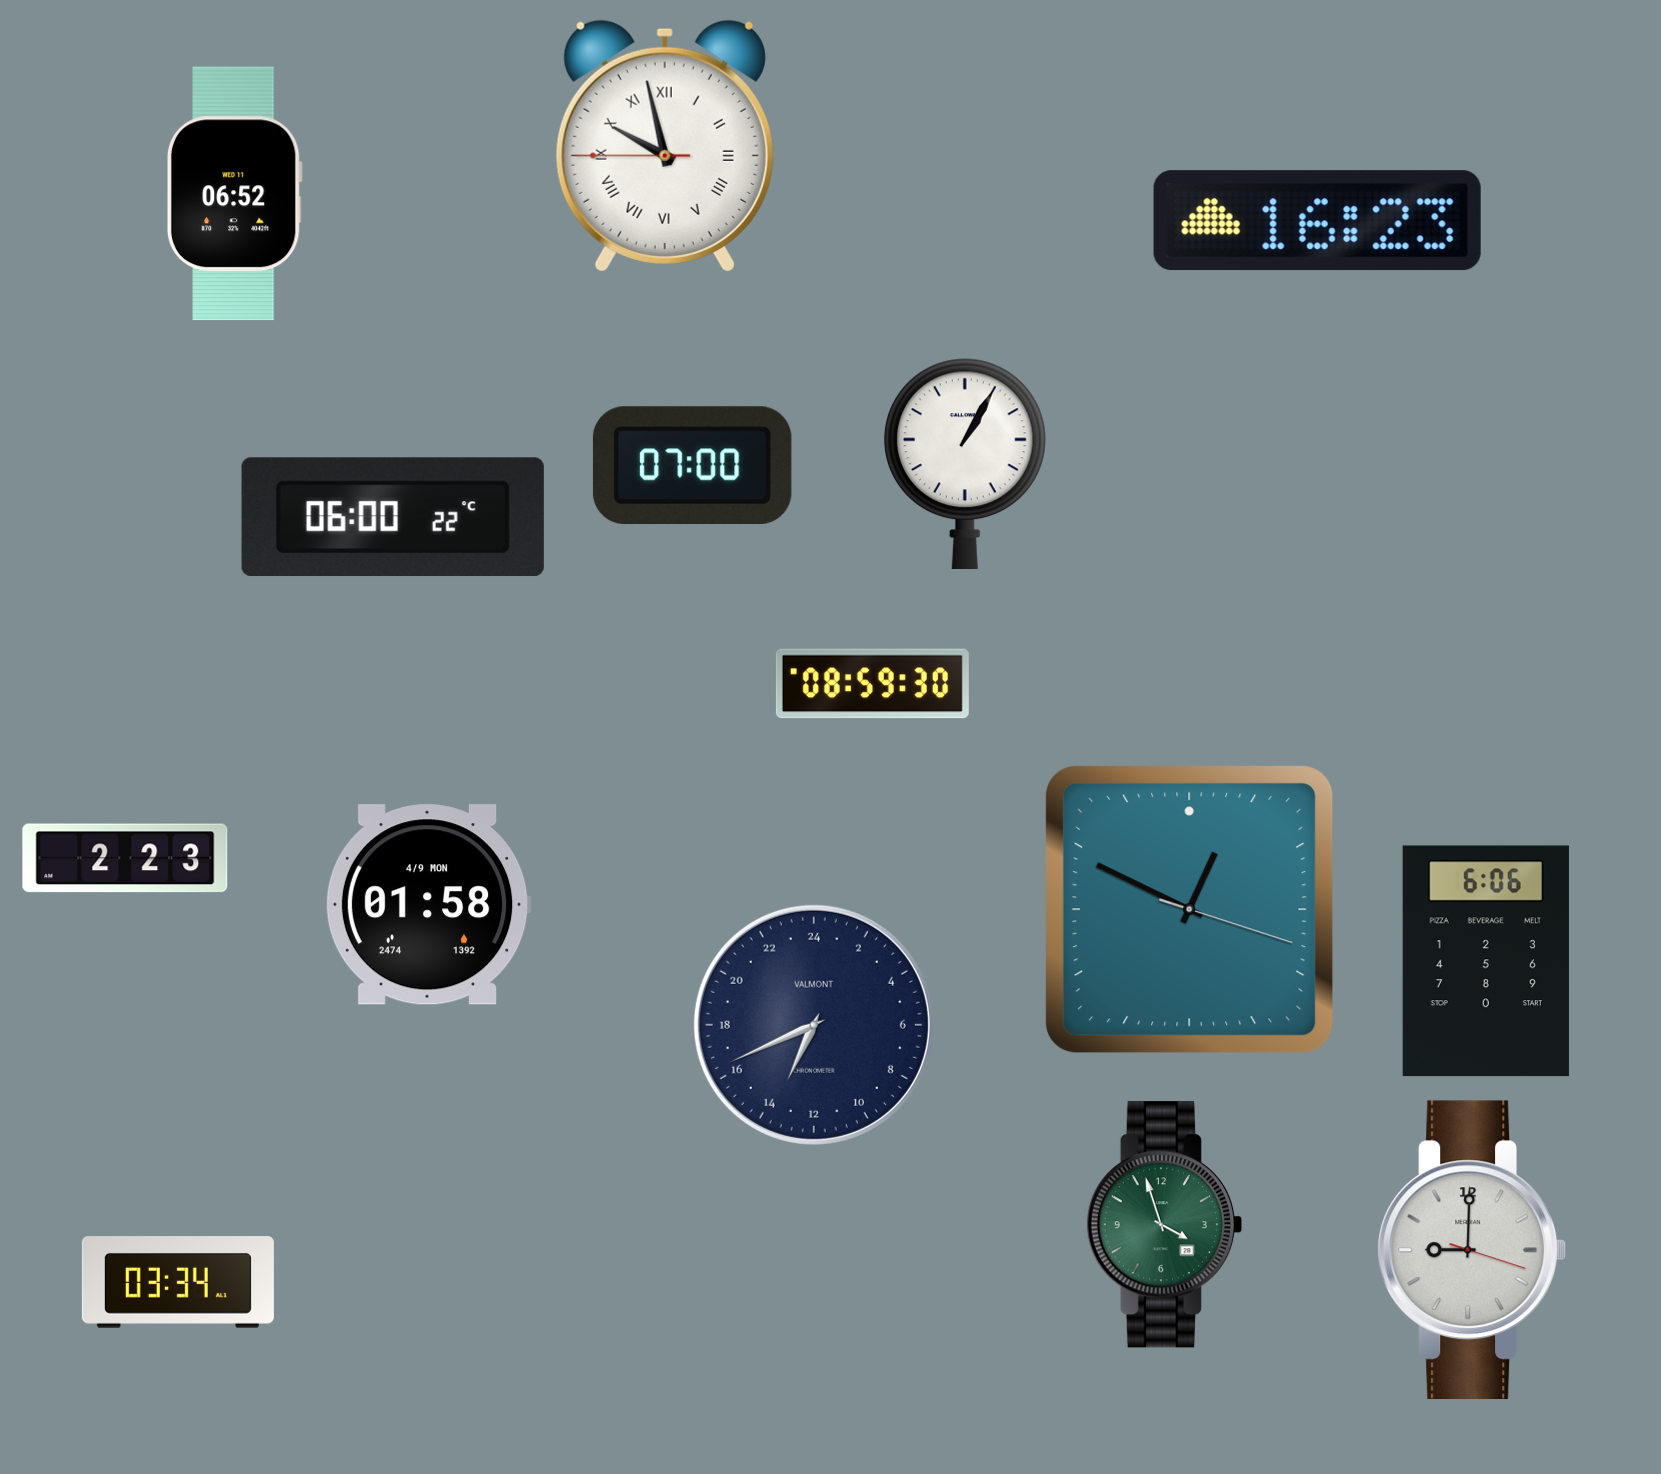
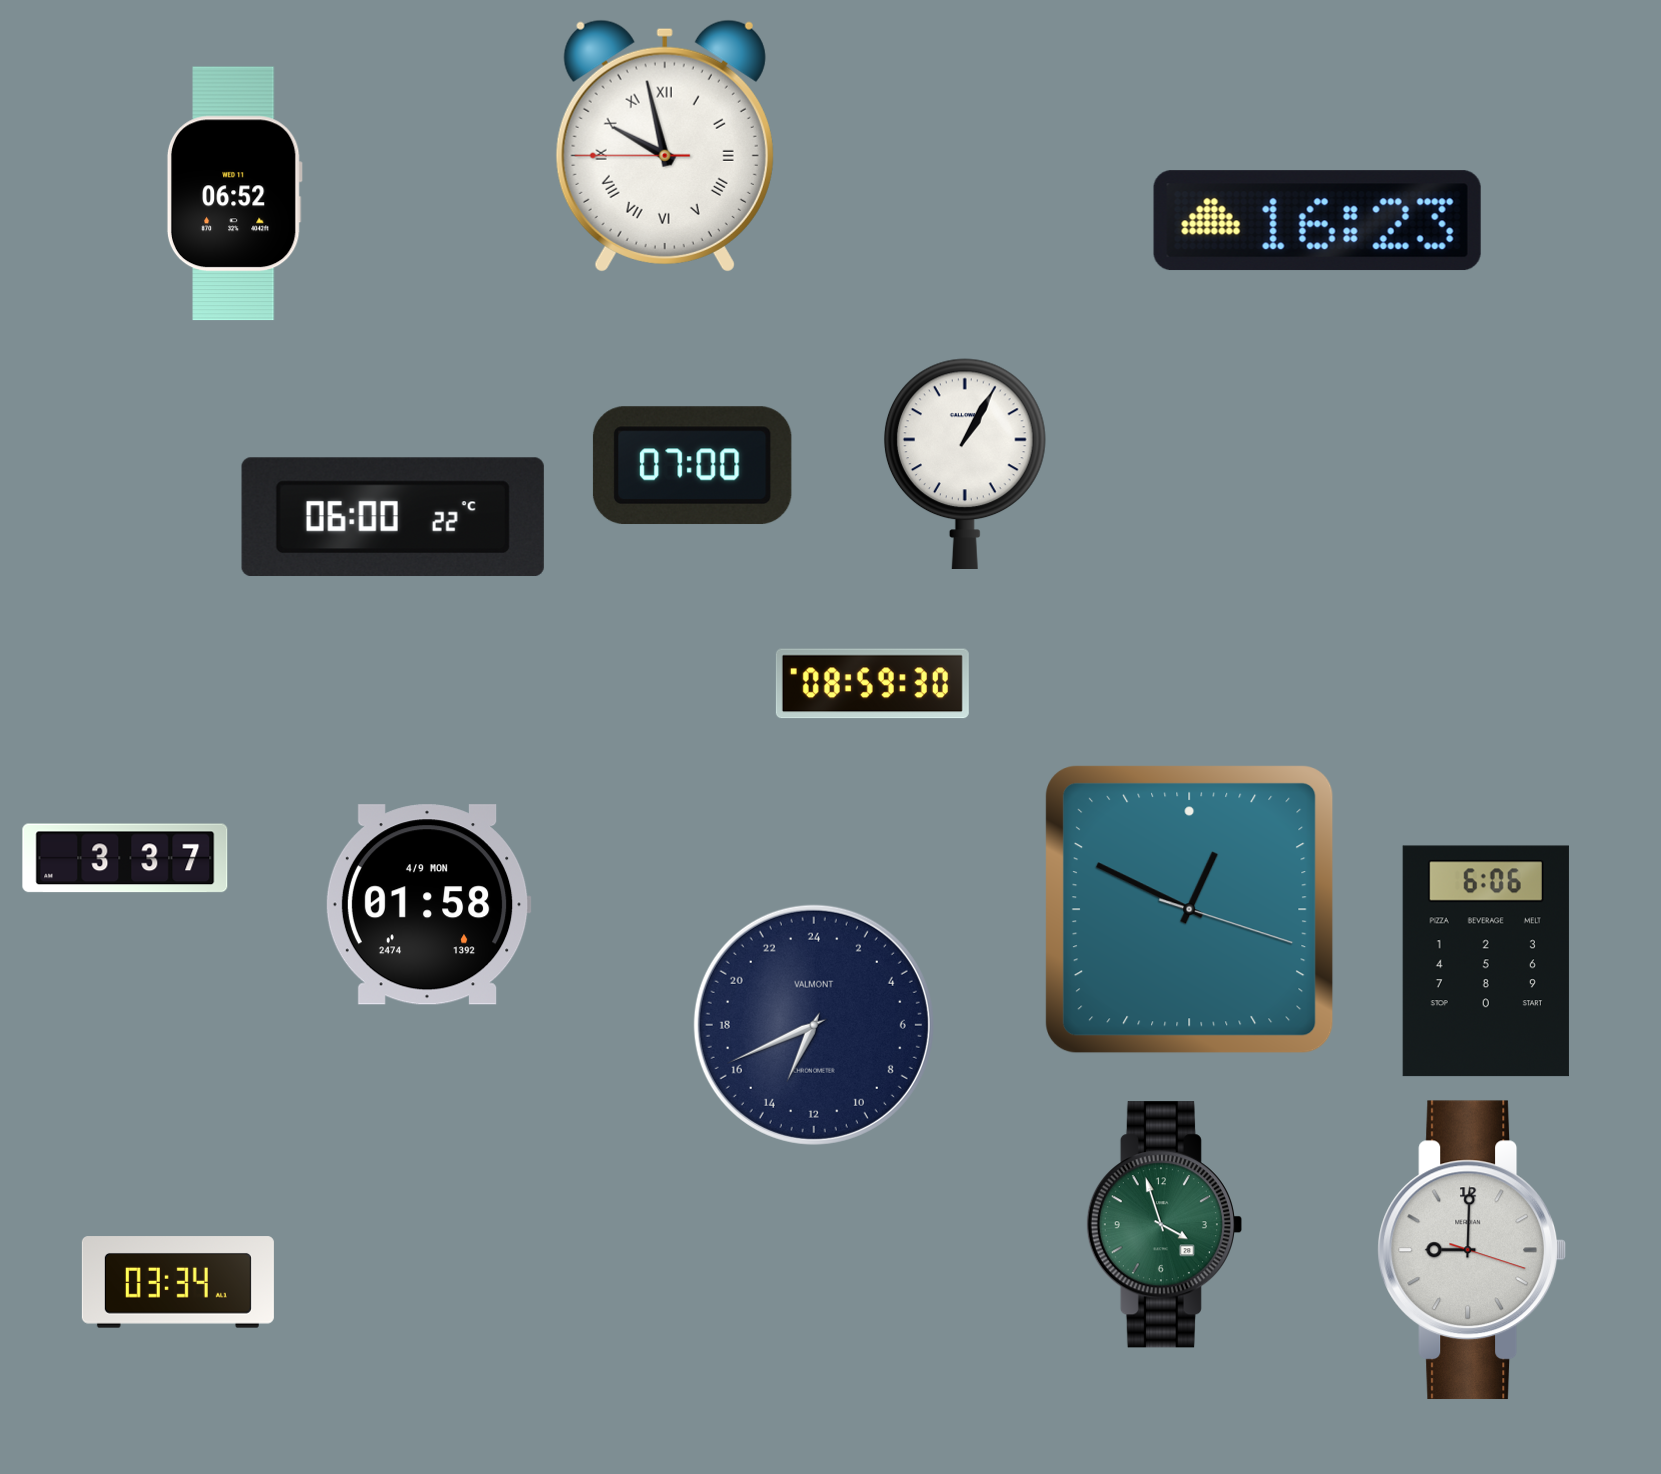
clock at (125, 858): 2:23 -> 3:37
